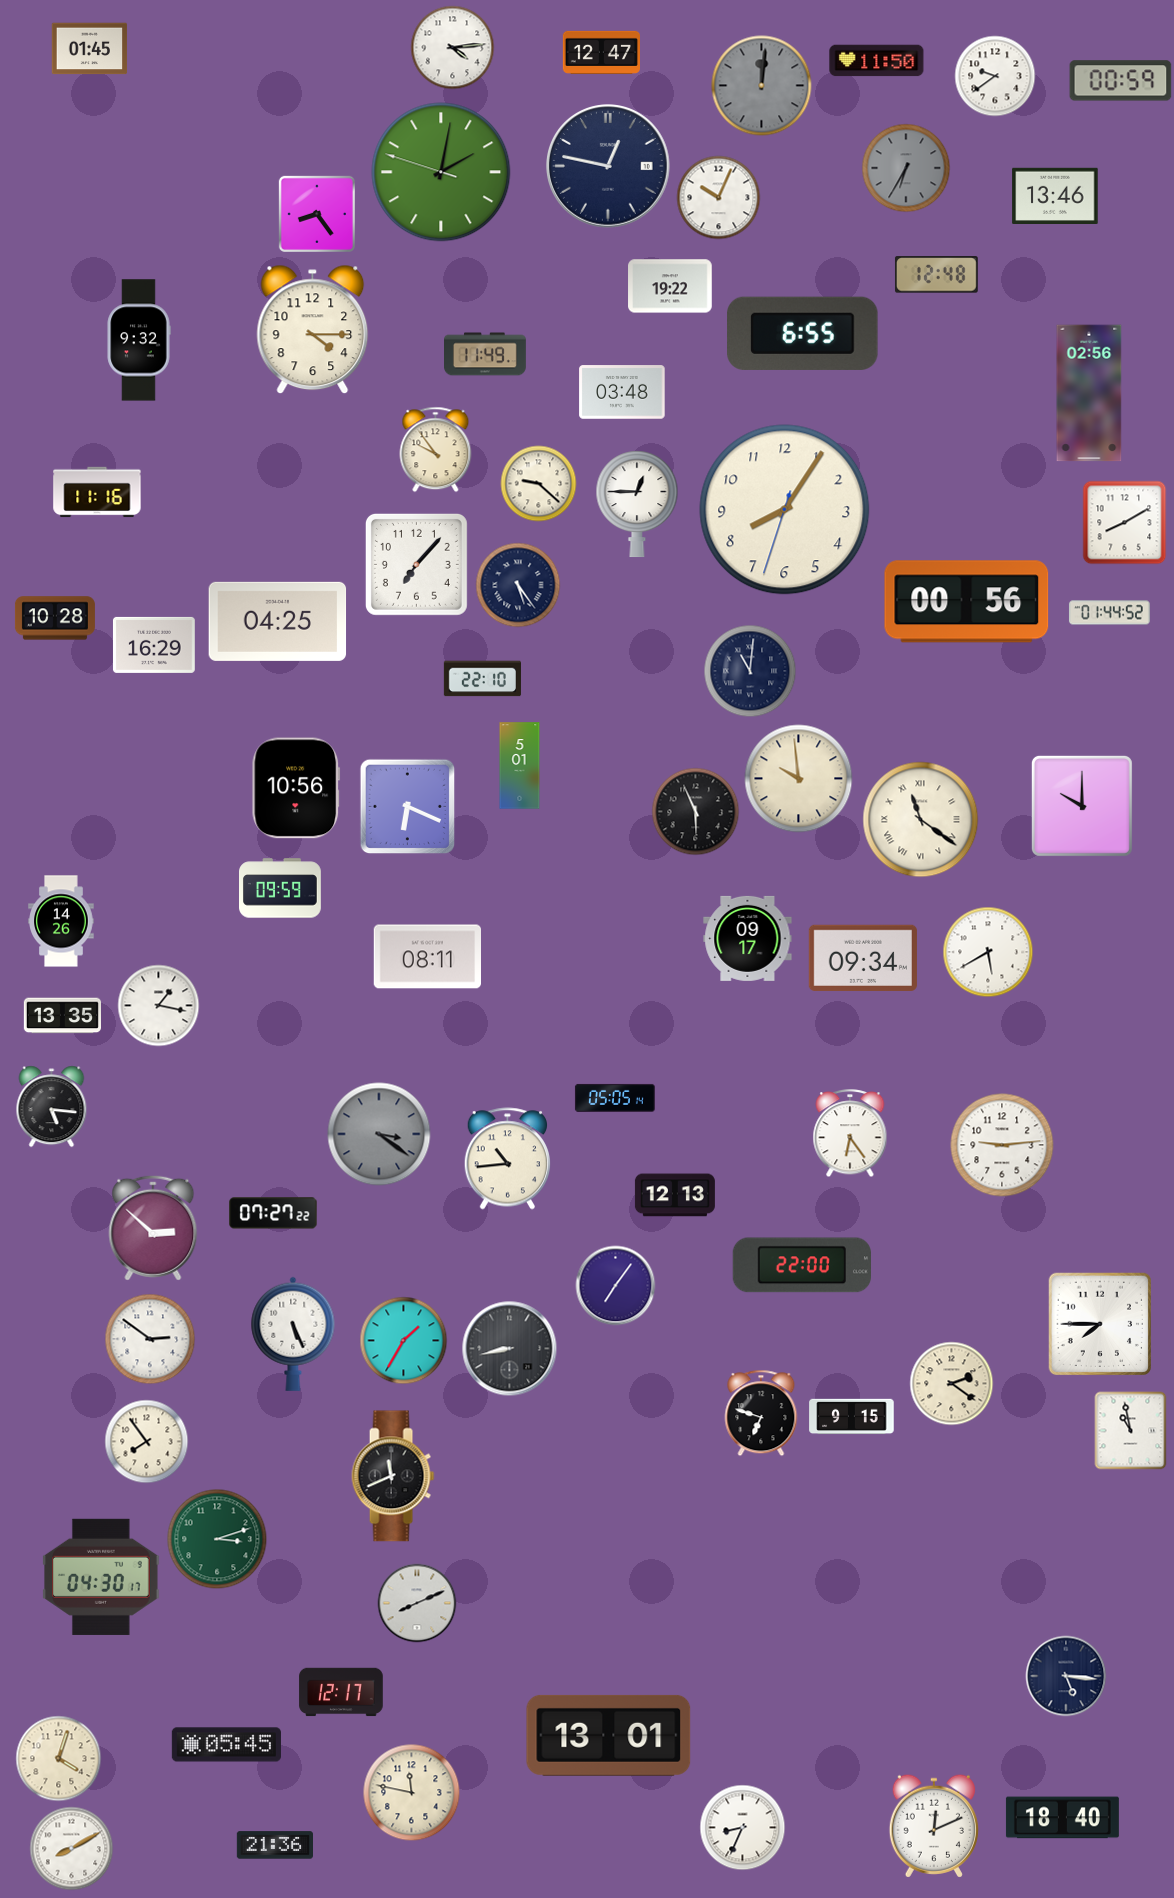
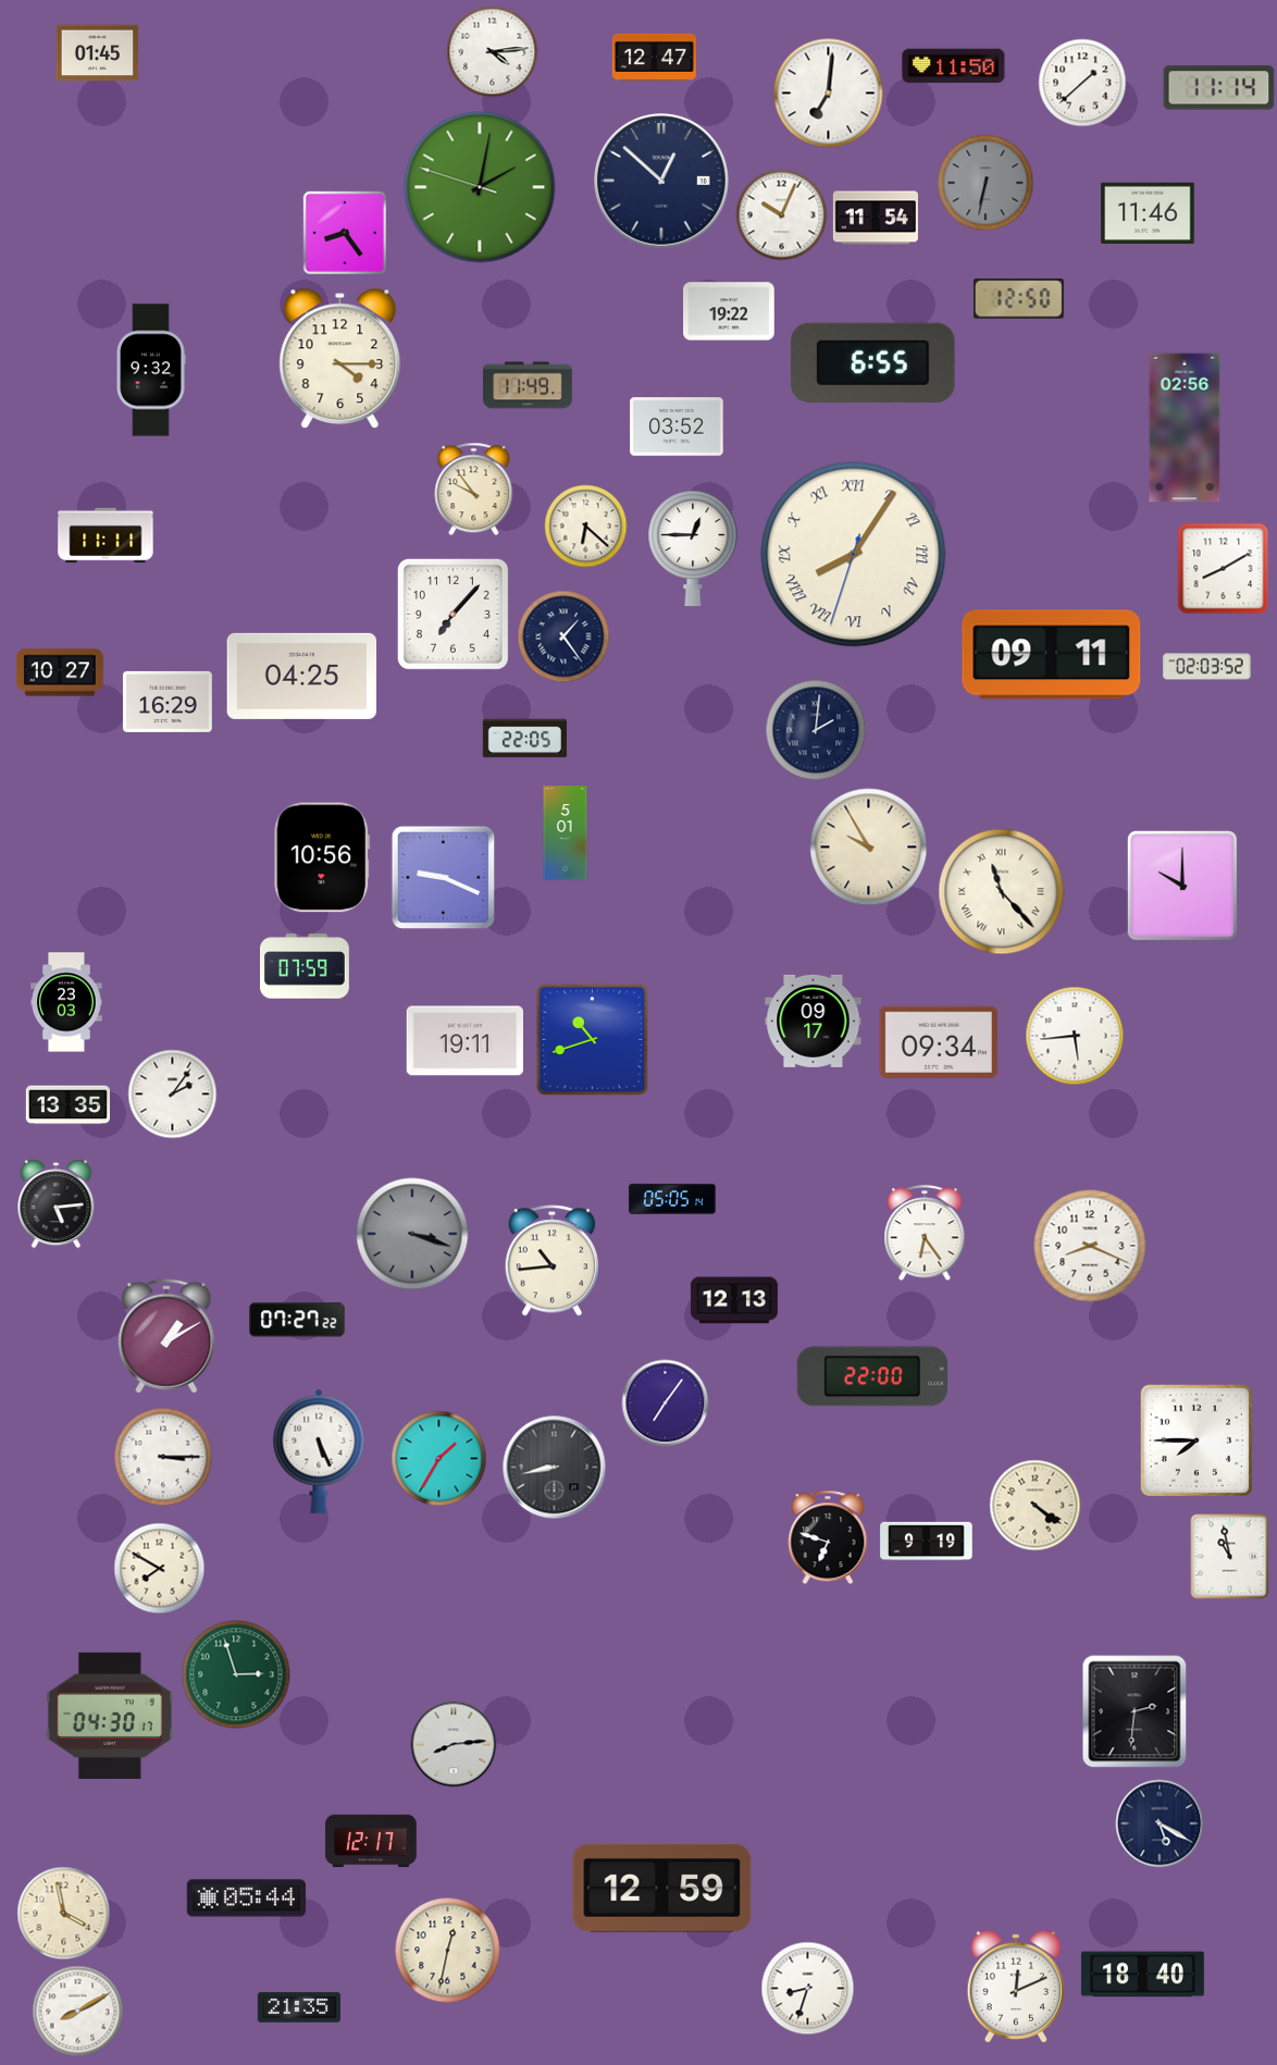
clock at (995, 76): 9:39 -> 1:38
clock at (1121, 81): 00:59 -> 11:14
clock at (762, 86): 12:01 -> 7:01
clock at (762, 86) dial: grey -> white
clock at (609, 167): 12:47 -> 12:52
clock at (906, 168): 6:35 -> 6:32
clock at (1055, 195): 13:46 -> 11:46
clock at (876, 218): none -> 11:54
clock at (936, 275): 12:48 -> 12:50
clock at (622, 392): 03:48 -> 03:52
clock at (539, 484): 9:22 -> 6:22
clock at (97, 492): 11:16 -> 11:11
clock at (785, 510) numerals: Arabic -> Roman
clock at (518, 585): 5:24 -> 1:24
clock at (967, 602): 00:56 -> 09:11
clock at (1109, 613): 01:44 -> 02:03
clock at (55, 618): 10:28 -> 10:27
clock at (750, 671): 11:01 -> 2:01
clock at (482, 679): 22:10 -> 22:05
clock at (799, 779): 9:59 -> 9:55
clock at (1082, 806) position: (1082, 806) -> (1182, 886)
clock at (408, 807): 6:19 -> 9:19
clock at (696, 812): 5:56 -> none
clock at (921, 820): 11:21 -> 11:23
clock at (281, 888): 09:59 -> 07:59
clock at (61, 921): 14:26 -> 23:03
clock at (988, 952): 5:40 -> 5:44
clock at (592, 1039): none -> 10:42
clock at (427, 957): 08:11 -> 19:11
clock at (159, 1006): 1:17 -> 2:06
clock at (615, 1098) position: (615, 1098) -> (672, 1199)
clock at (52, 1107): 5:16 -> 5:14
clock at (379, 1134): 3:21 -> 3:18
clock at (1002, 1145): 9:14 -> 8:19
clock at (153, 1228): 2:52 -> 1:10
clock at (616, 1286) position: (616, 1286) -> (666, 1404)
clock at (150, 1339): 2:51 -> 3:15
clock at (952, 1384): 2:21 -> 4:21
clock at (852, 1417): 9:15 -> 9:19
clock at (147, 1442): 7:54 -> 7:50
clock at (393, 1476): 11:41 -> none
clock at (217, 1539): 3:12 -> 2:57
clock at (1135, 1711): none -> 2:31
clock at (417, 1603): 8:11 -> 8:14
clock at (1066, 1676): 5:16 -> 5:20
clock at (609, 1735): 13:01 -> 12:59
clock at (226, 1745): 05:45 -> 05:44
clock at (59, 1759): 4:03 -> 3:58
clock at (412, 1793): 11:47 -> 12:32
clock at (1062, 1818) position: (1062, 1818) -> (1142, 1975)
clock at (743, 1828): 8:34 -> 8:33
clock at (275, 1845): 21:36 -> 21:35
